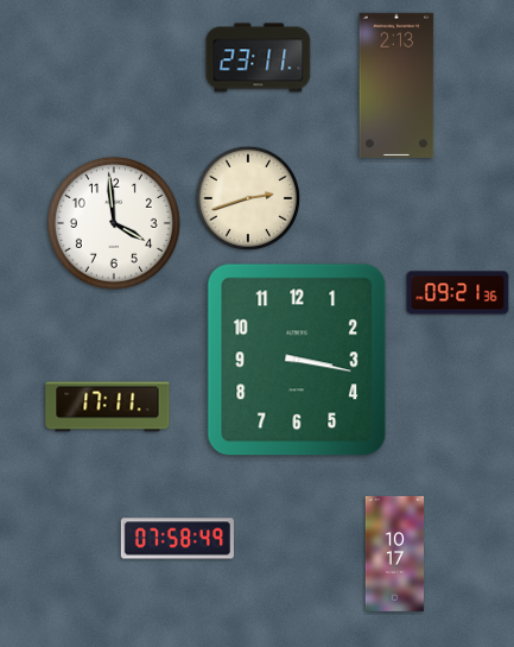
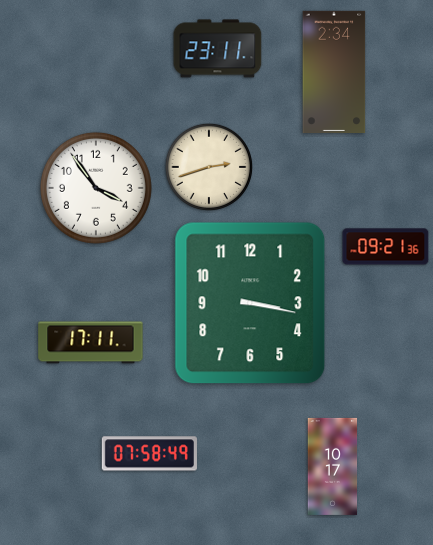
clock at (396, 84): 2:13 -> 2:34
clock at (114, 223): 3:59 -> 3:54
